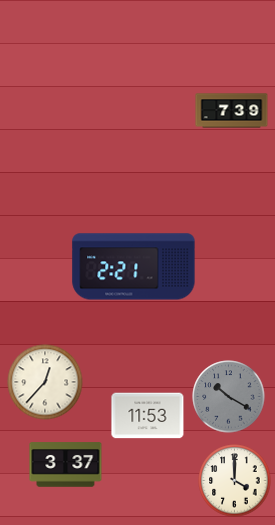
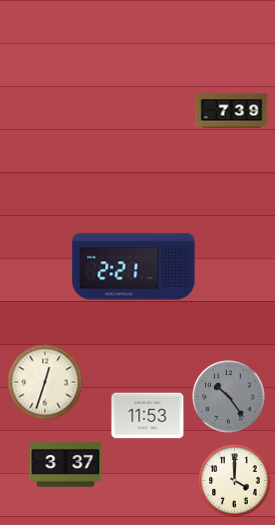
clock at (45, 382): 12:37 -> 12:33
clock at (229, 397): 10:20 -> 10:24
